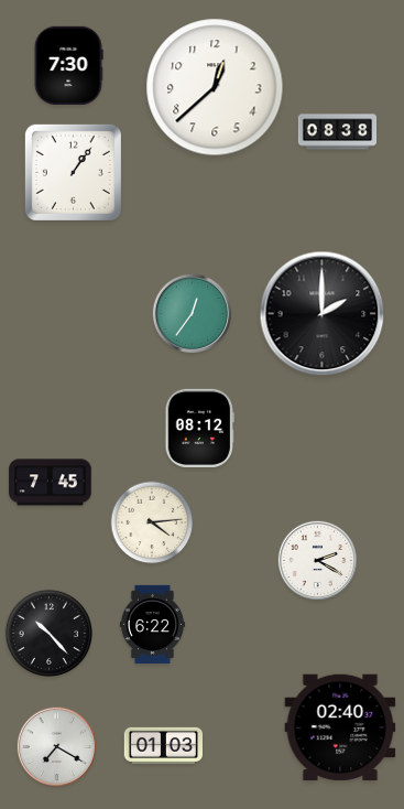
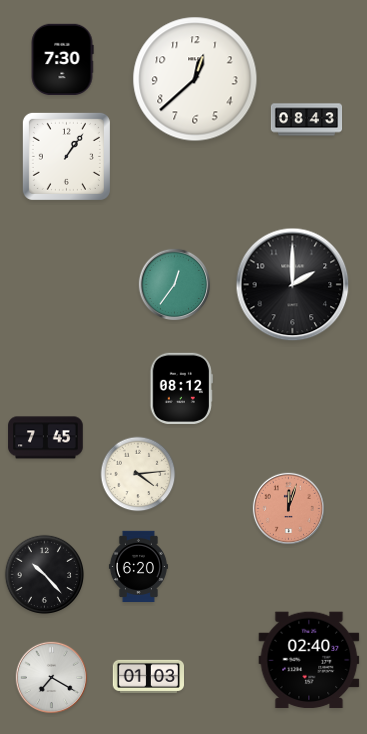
clock at (338, 132): 08:38 -> 08:43
clock at (318, 561): 2:20 -> 12:03
clock at (318, 561) dial: white -> salmon
clock at (152, 625): 6:22 -> 6:20
